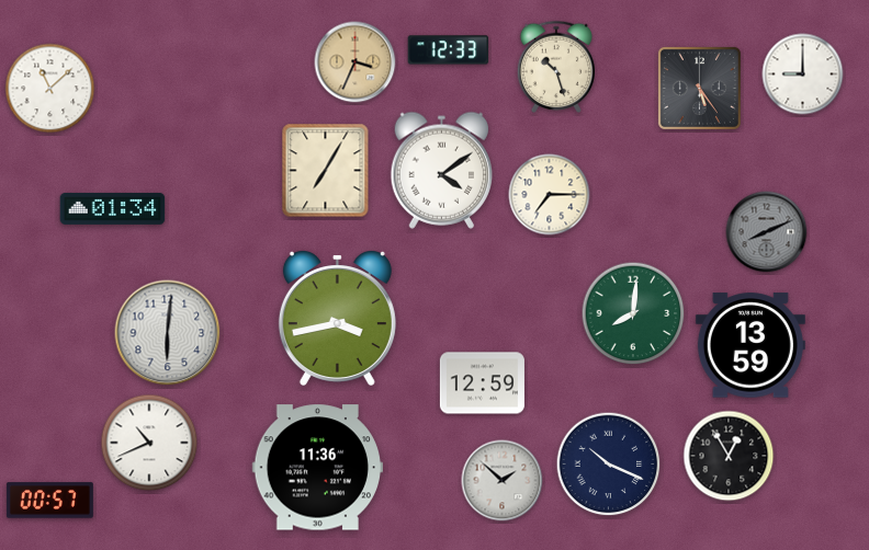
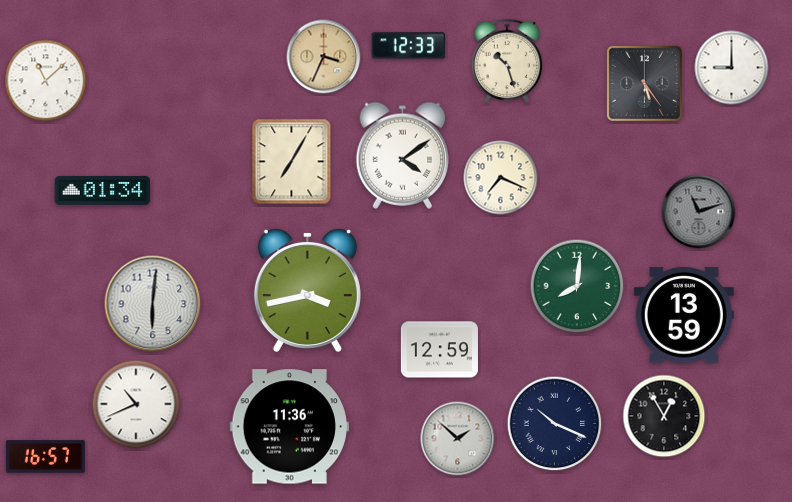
clock at (699, 88) position: (699, 88) -> (644, 83)
clock at (326, 171) position: (326, 171) -> (292, 162)
clock at (550, 195): 7:15 -> 7:19
clock at (767, 232): 8:11 -> 11:12
clock at (49, 501): 00:57 -> 16:57
